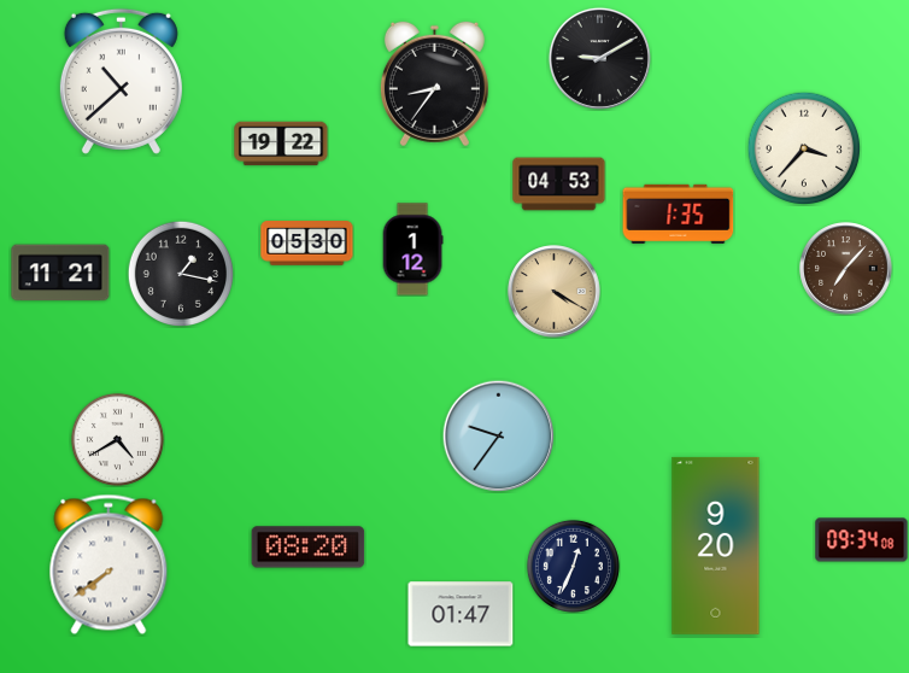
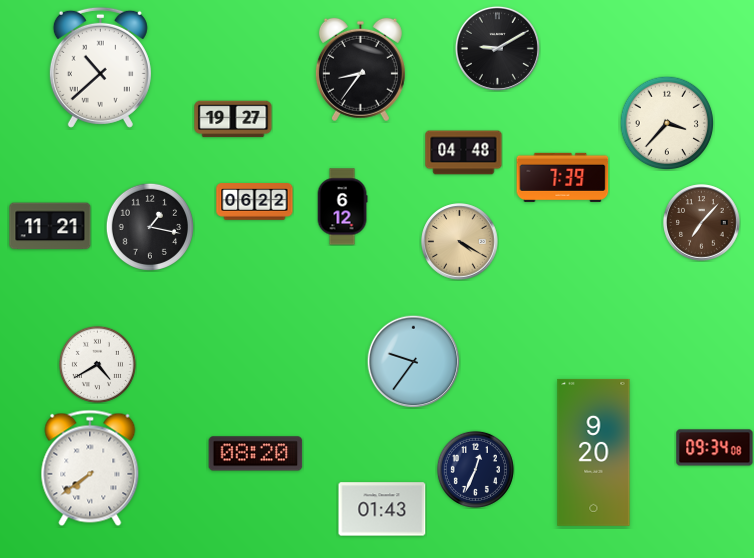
clock at (281, 144): 19:22 -> 19:27
clock at (559, 185): 04:53 -> 04:48
clock at (679, 213): 1:35 -> 7:39
clock at (307, 244): 05:30 -> 06:22
clock at (412, 250): 1:12 -> 6:12
clock at (461, 614): 01:47 -> 01:43
